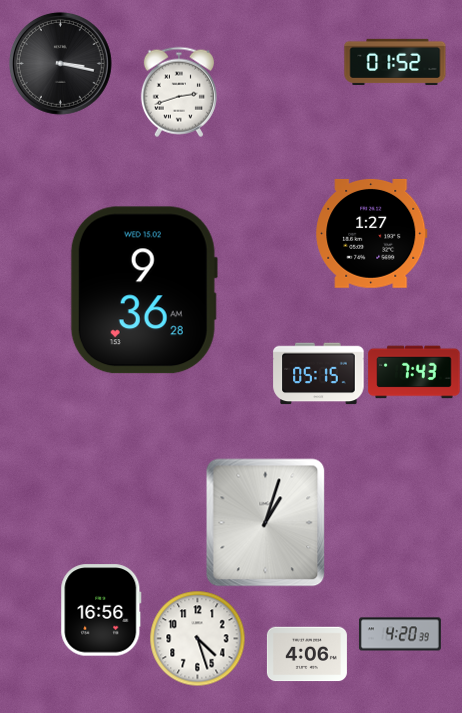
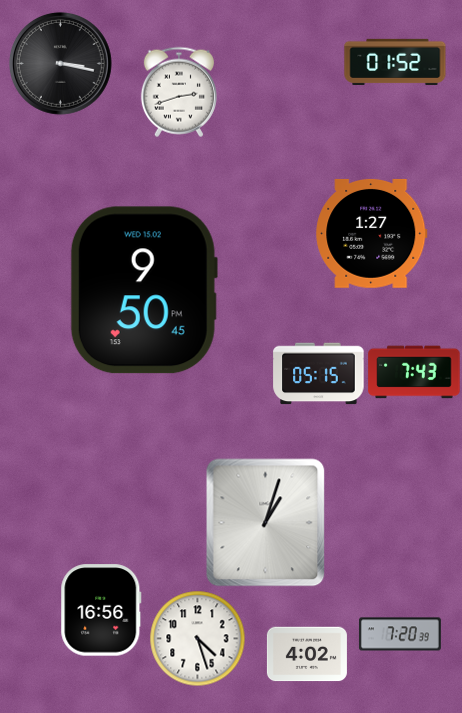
clock at (144, 290): 9:36 -> 9:50
clock at (400, 634): 4:20 -> 7:20
clock at (307, 654): 4:06 -> 4:02
